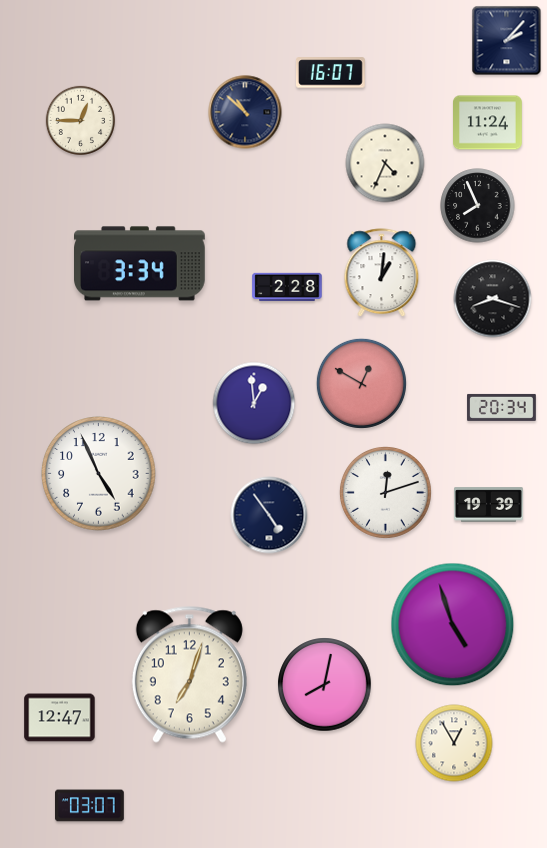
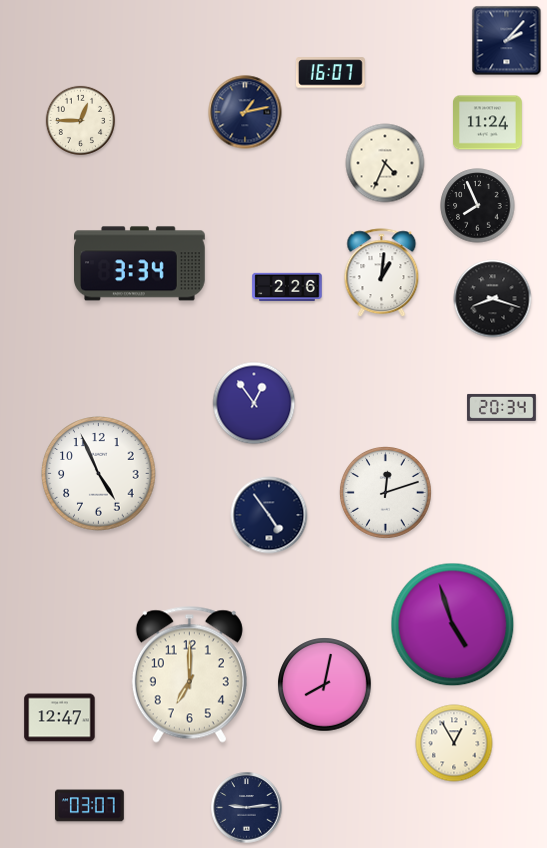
clock at (245, 112): 10:52 -> 1:13
clock at (287, 287): 2:28 -> 2:26
clock at (361, 383): 12:50 -> none
clock at (254, 403): 12:59 -> 12:54
clock at (489, 505): 19:39 -> none
clock at (189, 674): 7:03 -> 7:00
clock at (247, 808): none -> 9:14
